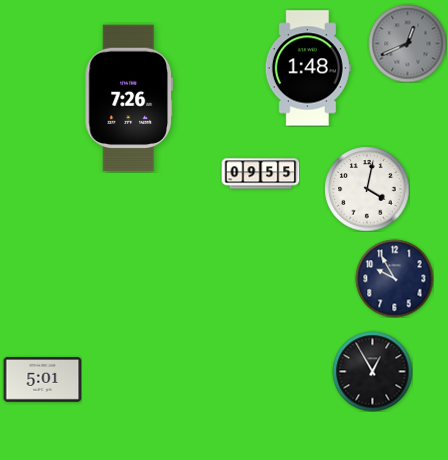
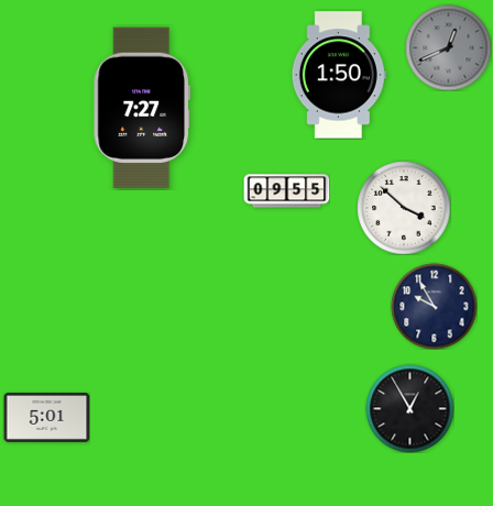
clock at (308, 68): 1:48 -> 1:50
clock at (128, 98): 7:26 -> 7:27
clock at (367, 189): 4:02 -> 3:52
